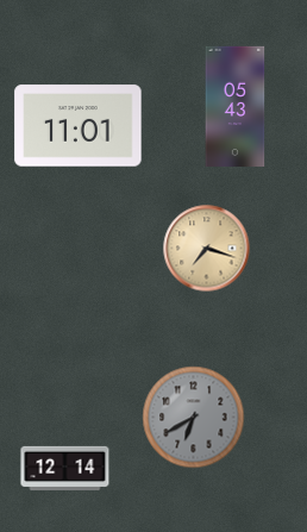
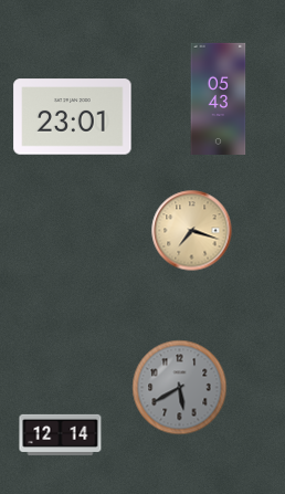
clock at (79, 126): 11:01 -> 23:01
clock at (194, 418): 6:40 -> 5:40
